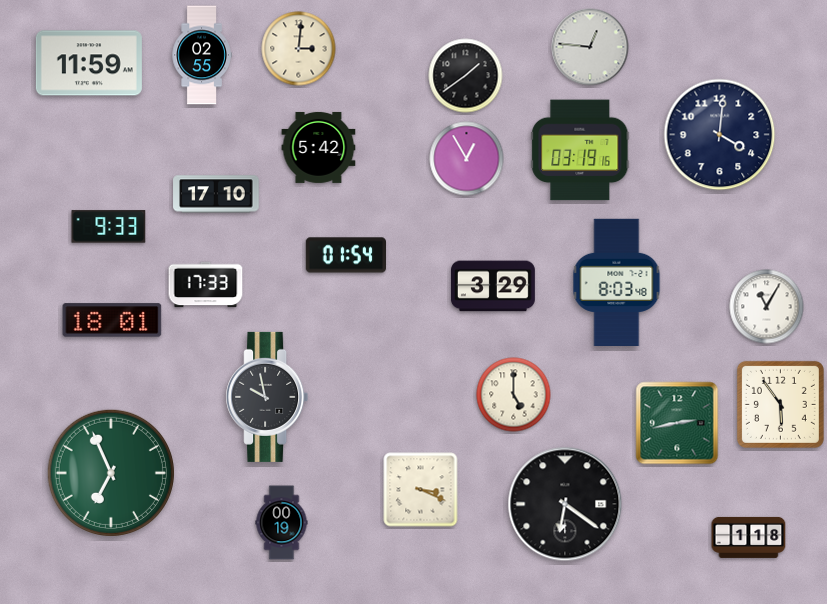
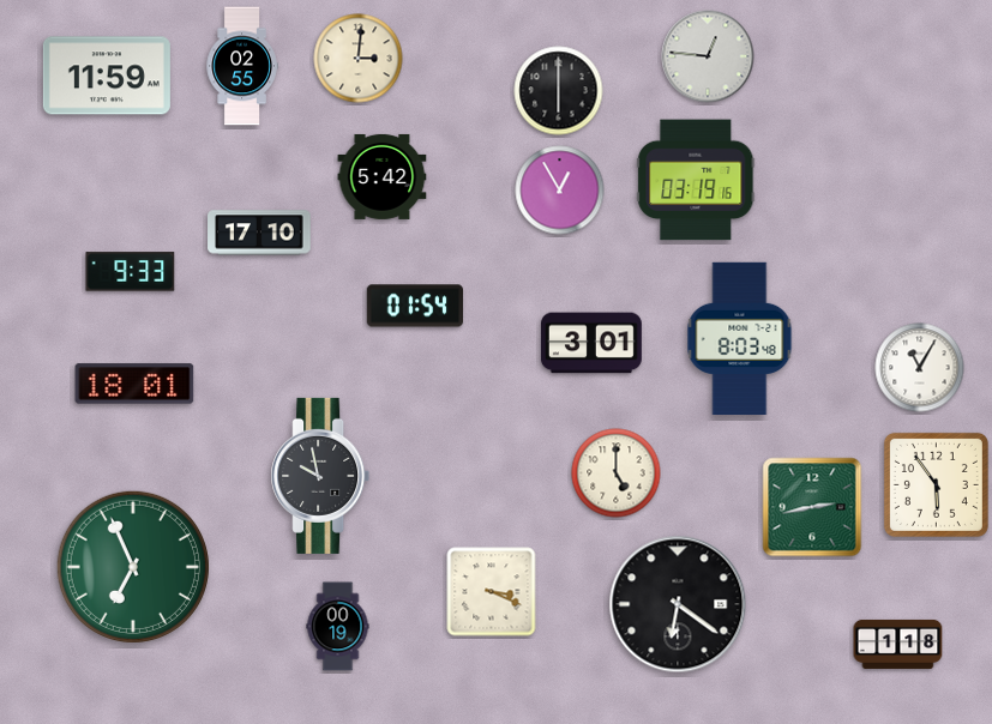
clock at (466, 76): 1:39 -> 6:00
clock at (720, 135): 4:01 -> none
clock at (206, 285): 17:33 -> none
clock at (493, 286): 3:29 -> 3:01
clock at (421, 490) position: (421, 490) -> (492, 592)
